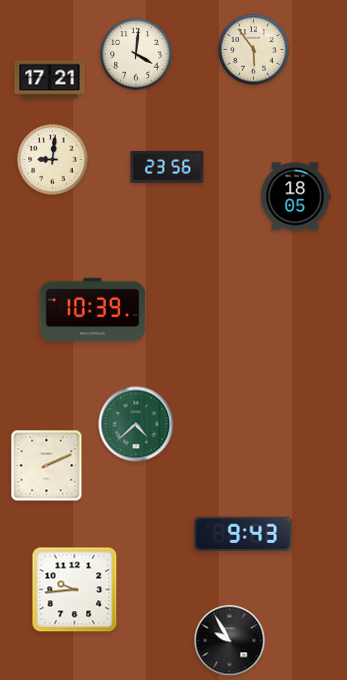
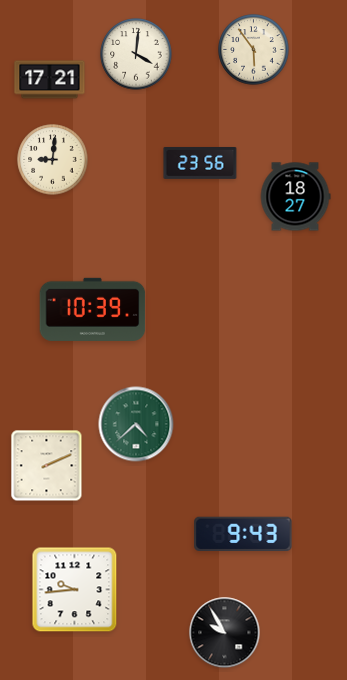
clock at (167, 167) position: (167, 167) -> (200, 163)
clock at (295, 197): 18:05 -> 18:27
clock at (230, 641) position: (230, 641) -> (225, 633)
